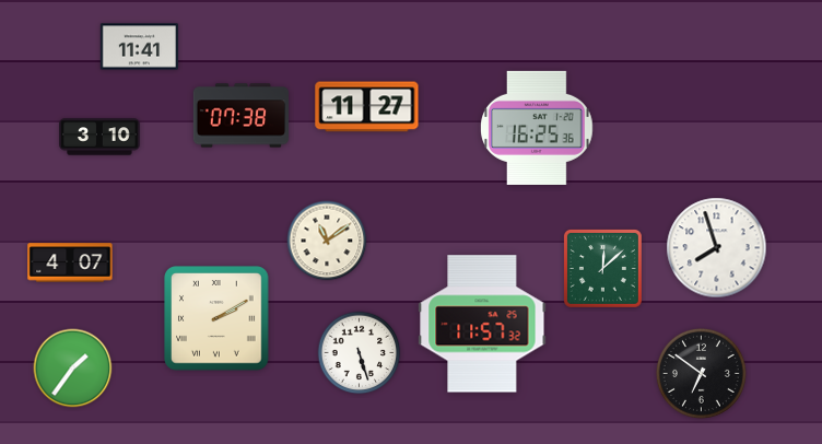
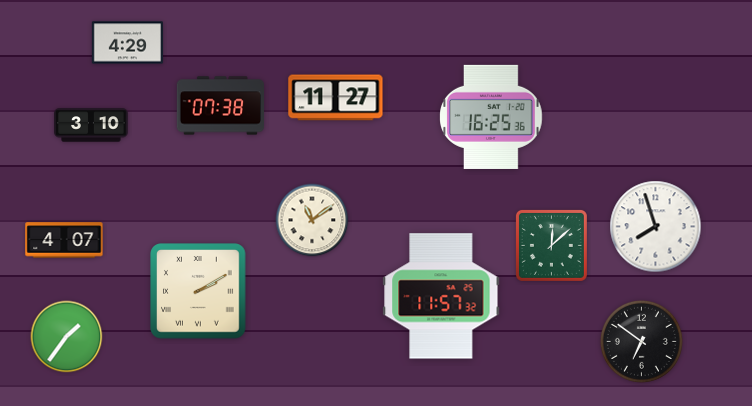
clock at (139, 47): 11:41 -> 4:29
clock at (327, 241) position: (327, 241) -> (312, 220)
clock at (360, 353): 5:27 -> none
